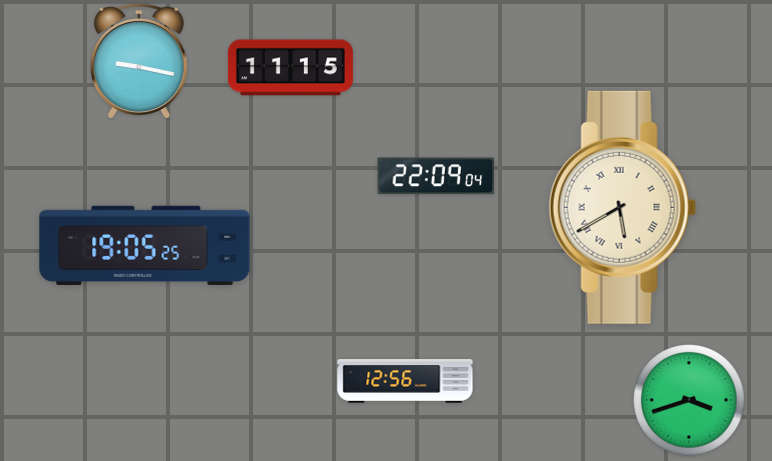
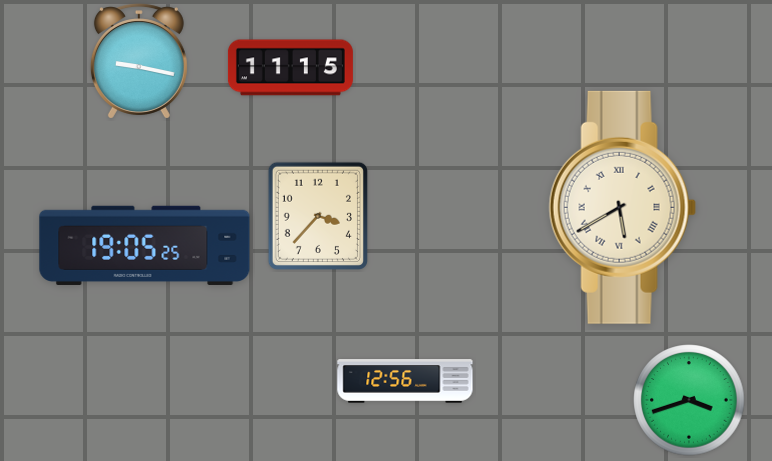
clock at (436, 176): 22:09 -> none
clock at (318, 216): none -> 3:37
